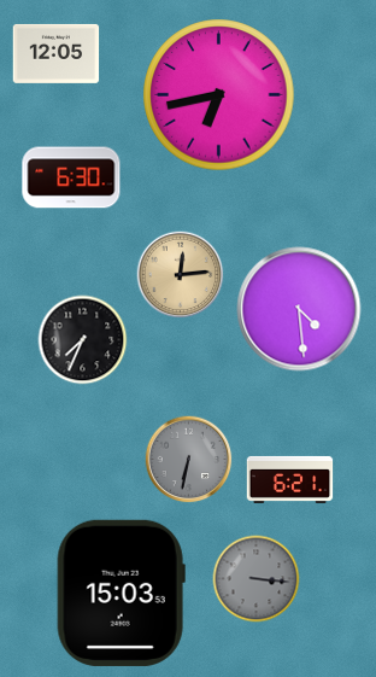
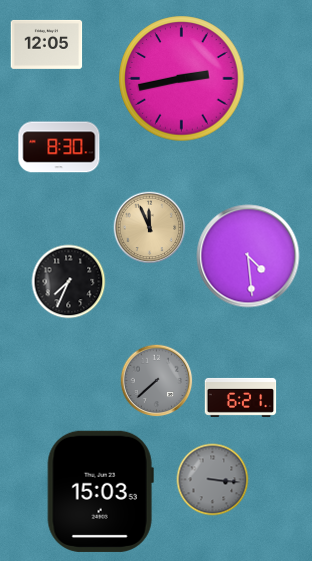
clock at (219, 95): 6:43 -> 2:43
clock at (71, 177): 6:30 -> 8:30
clock at (181, 275): 12:14 -> 11:56
clock at (189, 460): 6:32 -> 7:38
